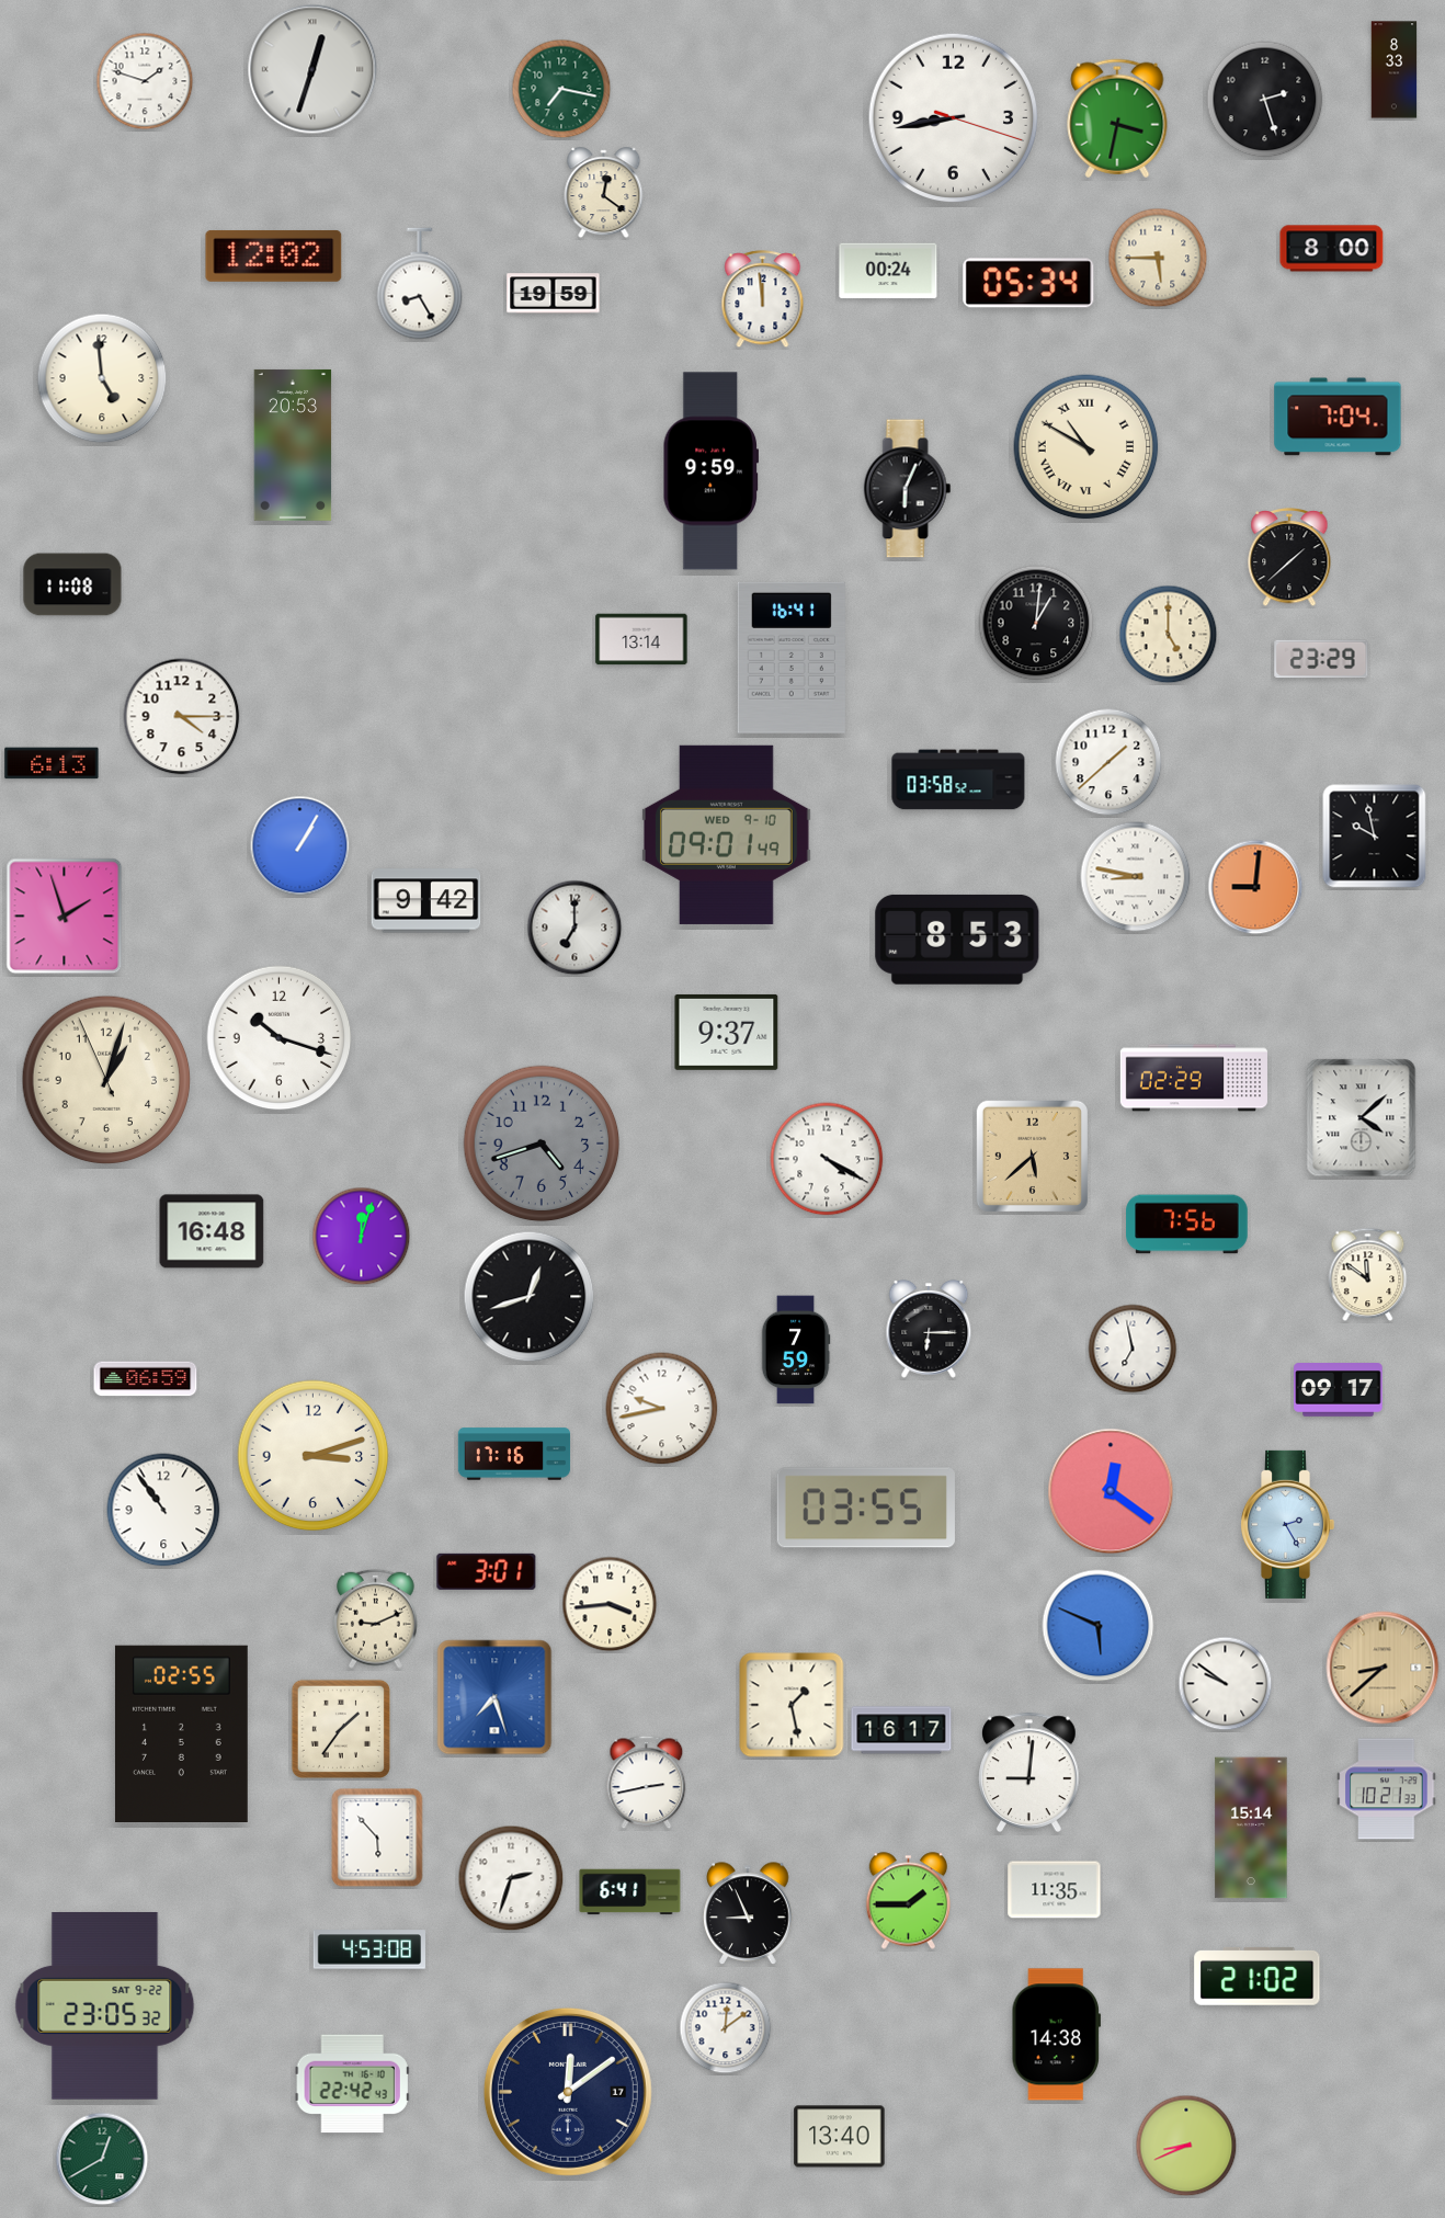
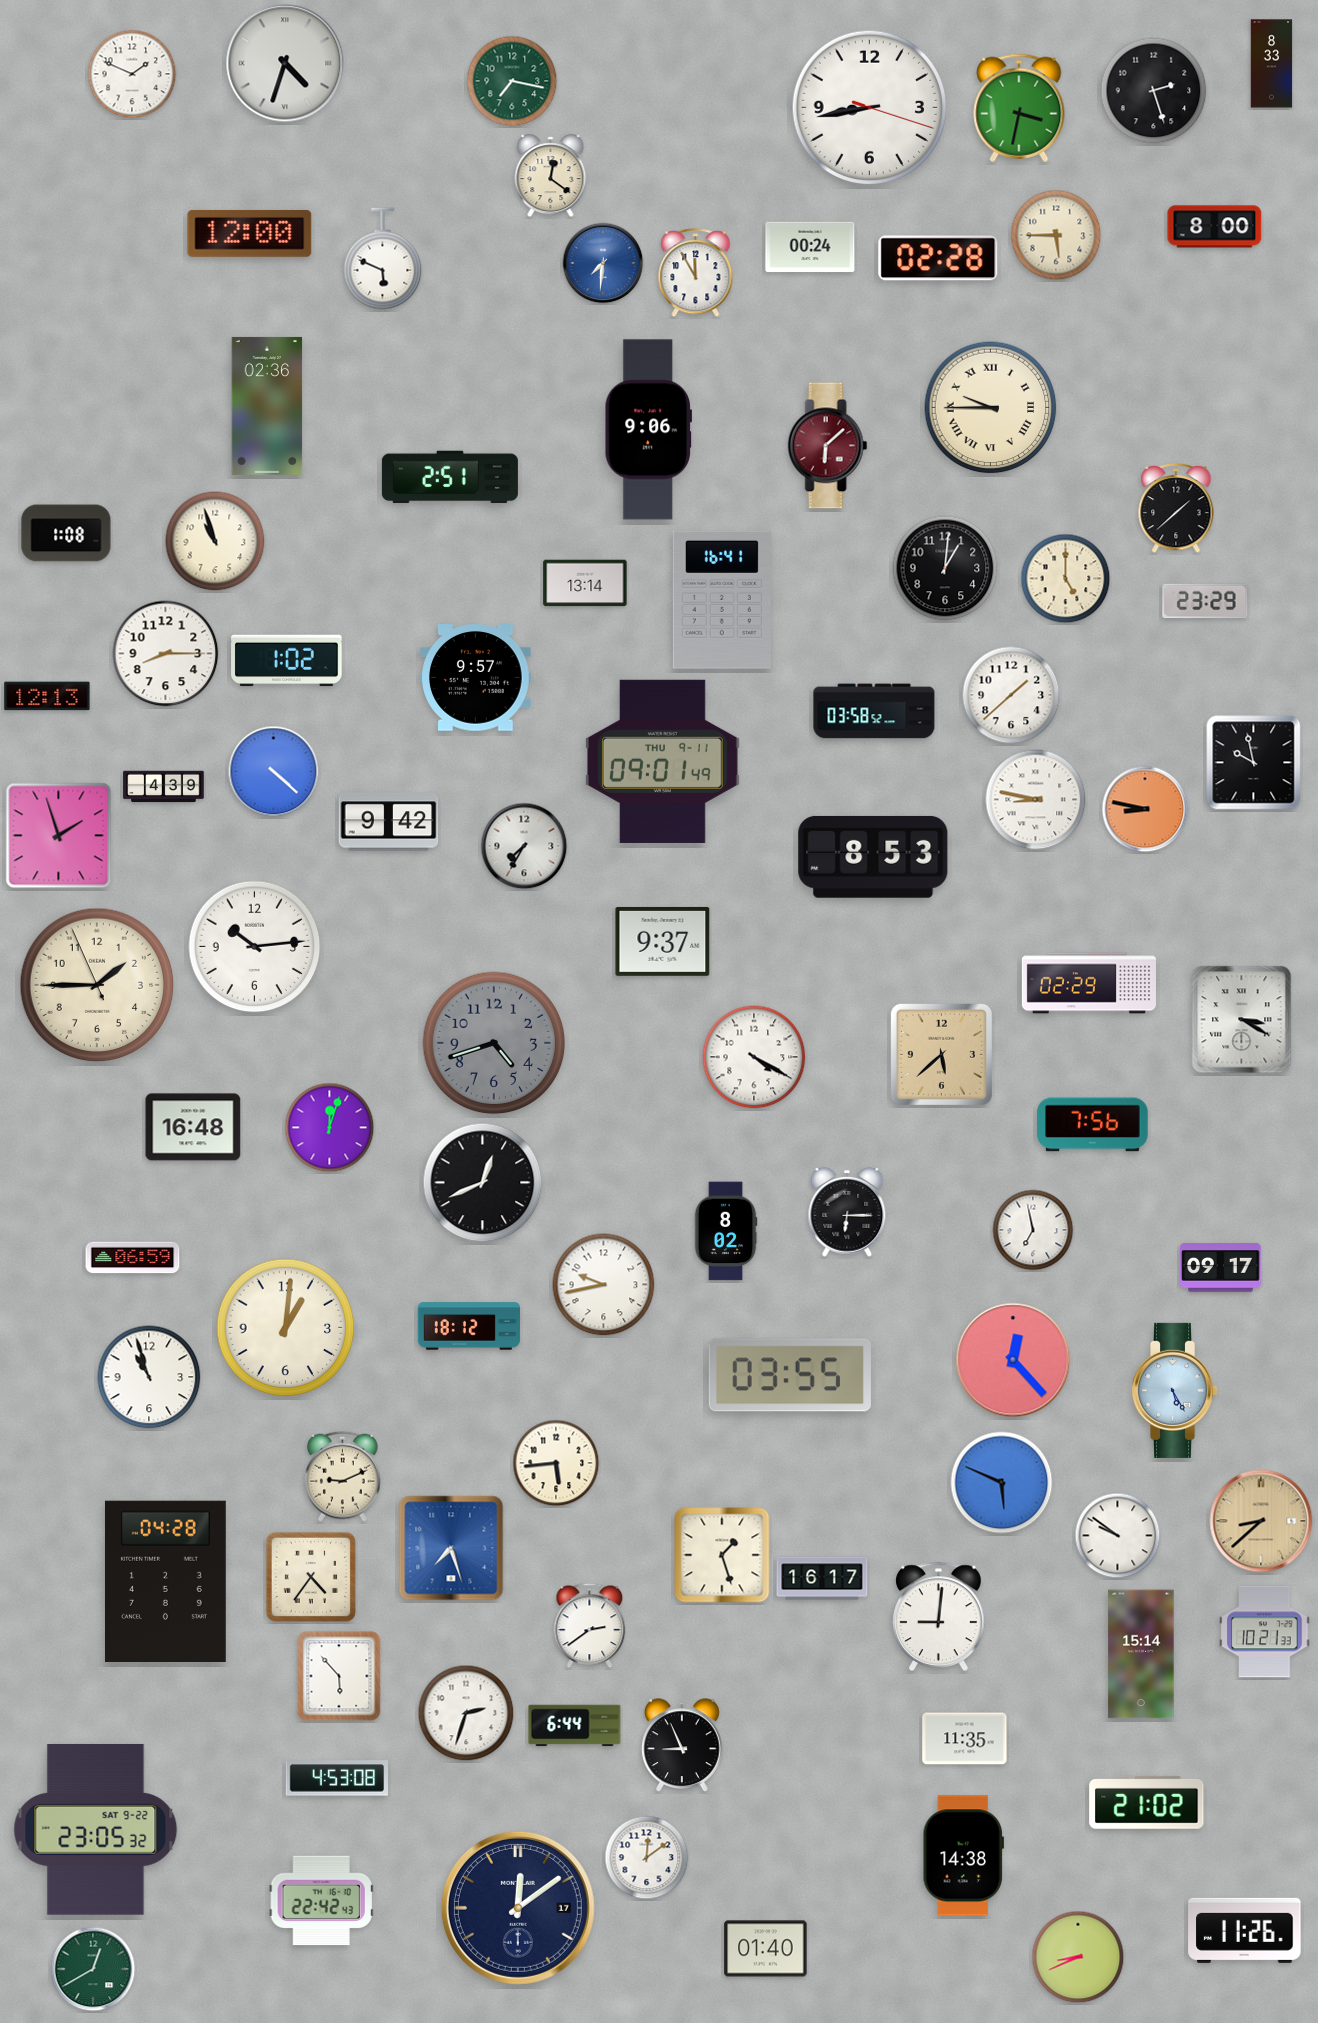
clock at (312, 69): 12:33 -> 4:33
clock at (145, 81): 1:48 -> 1:49
clock at (274, 255): 12:02 -> 12:00
clock at (1028, 283): 05:34 -> 02:28
clock at (420, 284): 8:25 -> 5:49
clock at (603, 263): none -> 7:31
clock at (554, 294): 19:59 -> none
clock at (763, 299): 11:59 -> 11:55
clock at (102, 378): 4:59 -> none
clock at (1338, 417): 7:04 -> none
clock at (293, 445): 20:53 -> 02:36
clock at (1086, 447): 10:50 -> 9:45
clock at (710, 471): 9:59 -> 9:06
clock at (908, 489): 6:04 -> 6:08
clock at (908, 489) dial: black -> burgundy
clock at (450, 477): none -> 2:51
clock at (72, 584): 11:08 -> 1:08
clock at (215, 541): none -> 10:57
clock at (182, 717): 4:15 -> 8:15
clock at (287, 661): none -> 1:02
clock at (476, 678): none -> 9:57
clock at (52, 763): 6:13 -> 12:13
clock at (726, 834) date: WED 9-10 -> THU 9-11
clock at (300, 846): 1:05 -> 4:22
clock at (164, 787): none -> 4:39
clock at (1255, 887): 9:01 -> 8:47
clock at (574, 928): 7:00 -> 7:35
clock at (280, 1038): 10:18 -> 10:14
clock at (106, 1080): 1:02 -> 1:44
clock at (1362, 1118): 4:08 -> 3:20
clock at (1187, 1225) position: (1187, 1225) -> (1093, 1125)
clock at (212, 1231) position: (212, 1231) -> (193, 1127)
clock at (1368, 1275): 11:51 -> none
clock at (530, 1297): 12:42 -> 12:41
clock at (796, 1350): 7:59 -> 8:02
clock at (514, 1454): 17:16 -> 18:12
clock at (314, 1456): 3:12 -> 1:01
clock at (1111, 1491): 12:21 -> 12:23
clock at (163, 1510): 10:54 -> 10:57
clock at (1288, 1524): 2:25 -> 5:25
clock at (487, 1571): 3:01 -> none
clock at (610, 1604): 3:44 -> 5:44
clock at (792, 1705): 1:28 -> 1:27
clock at (341, 1729): 1:36 -> 4:36
clock at (181, 1733): 02:55 -> 04:28
clock at (647, 1783): 2:43 -> 2:39
clock at (1251, 1828) position: (1251, 1828) -> (1141, 1654)
clock at (377, 1838) position: (377, 1838) -> (339, 1676)
clock at (1055, 1890) position: (1055, 1890) -> (965, 1739)
clock at (630, 1892): 6:41 -> 6:44
clock at (909, 1901): 1:45 -> none
clock at (726, 2028) position: (726, 2028) -> (647, 1858)
clock at (1245, 1930): none -> 11:26
clock at (840, 2137): 13:40 -> 01:40
clock at (1186, 2146) position: (1186, 2146) -> (1078, 1957)
